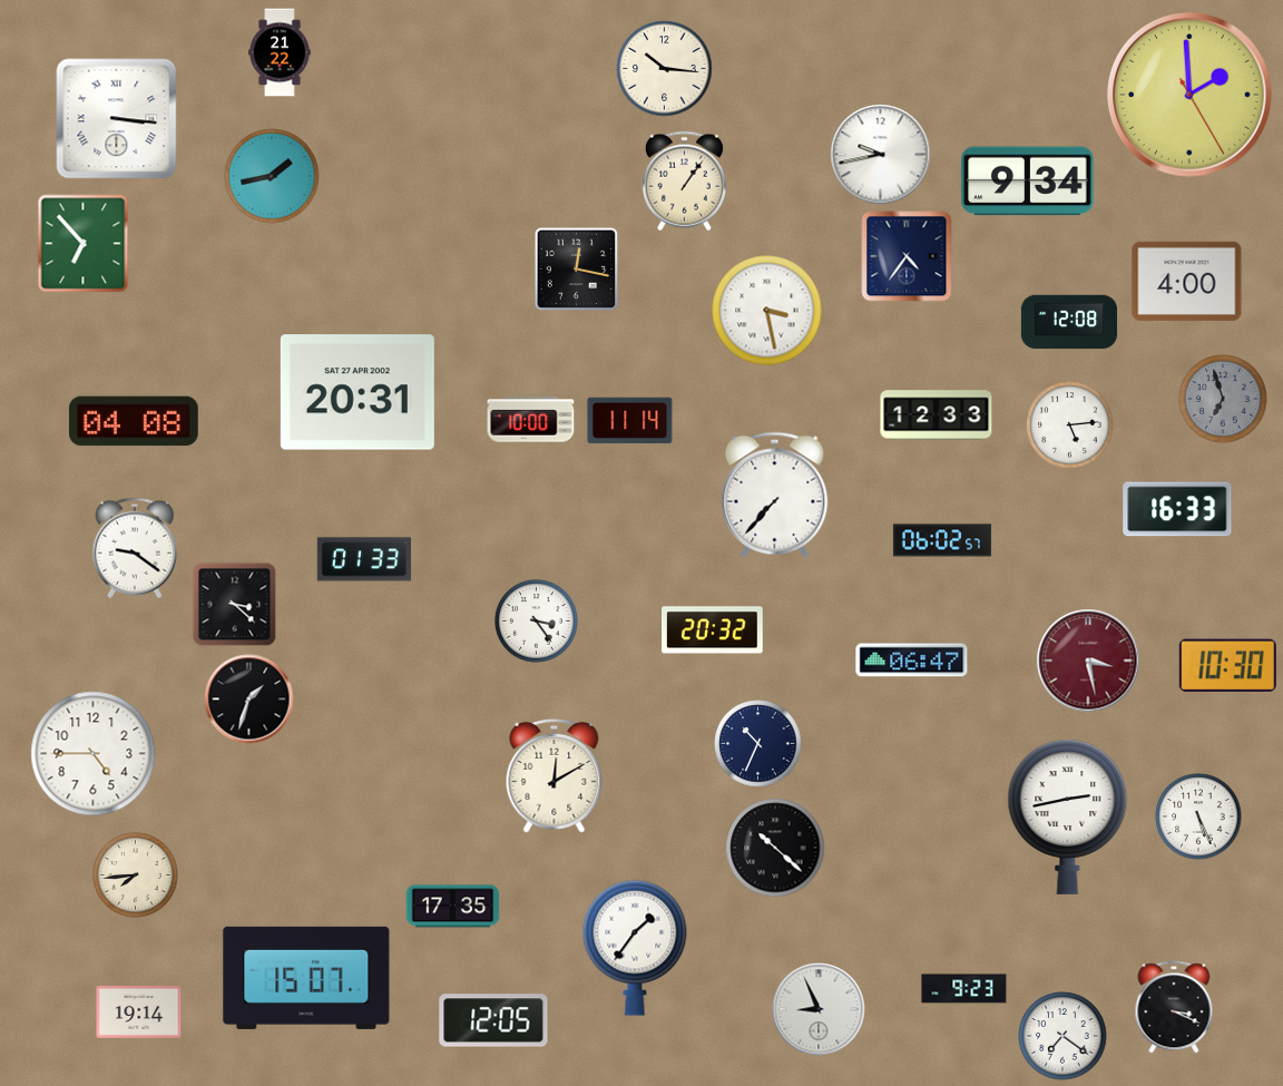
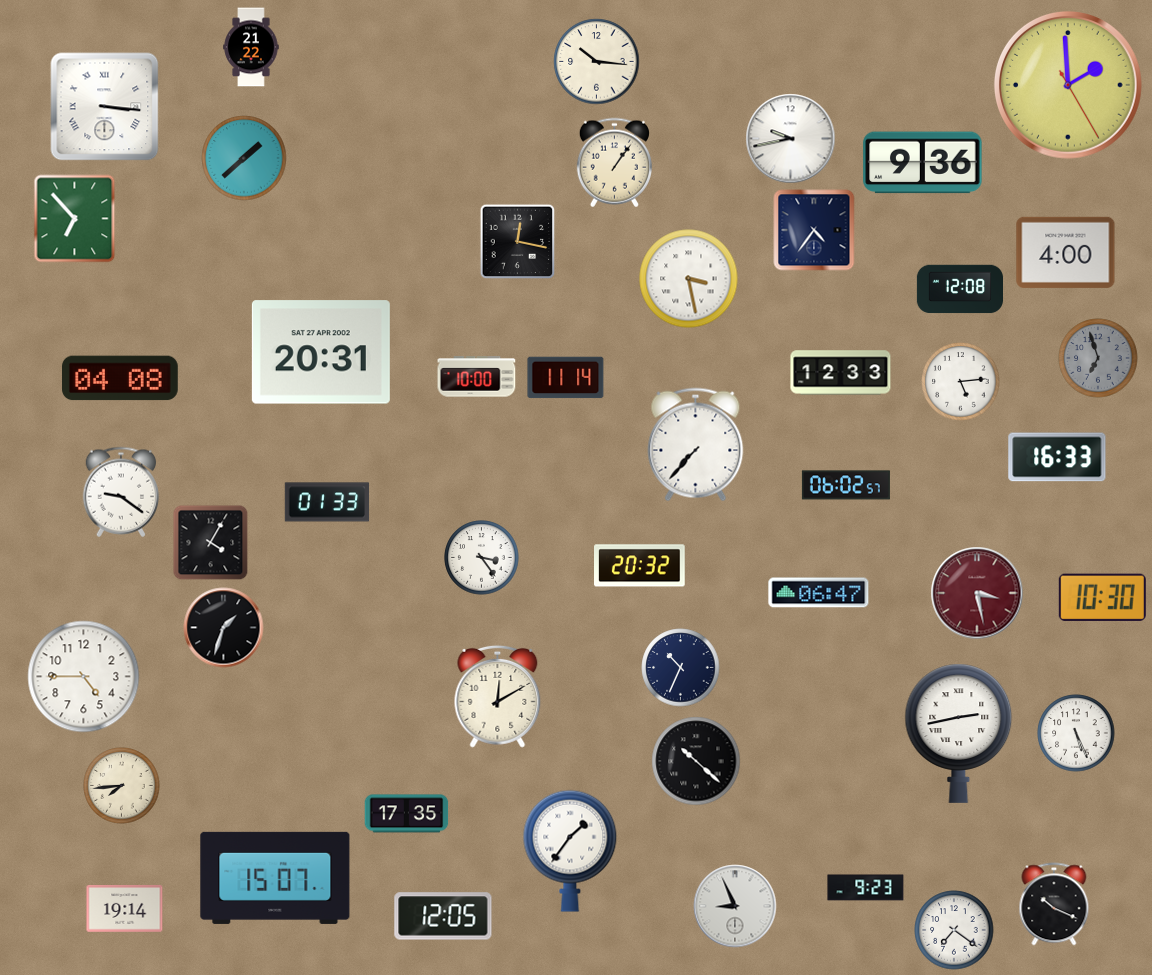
clock at (272, 176): 1:43 -> 1:38
clock at (1028, 182): 9:34 -> 9:36
clock at (235, 605): 3:22 -> 4:05
clock at (1174, 1007): 3:19 -> 10:19
